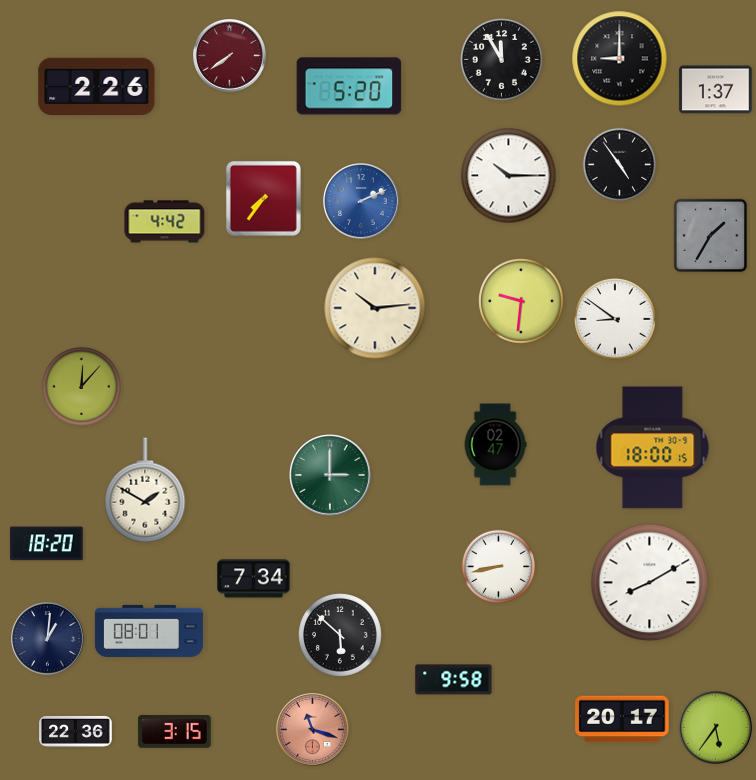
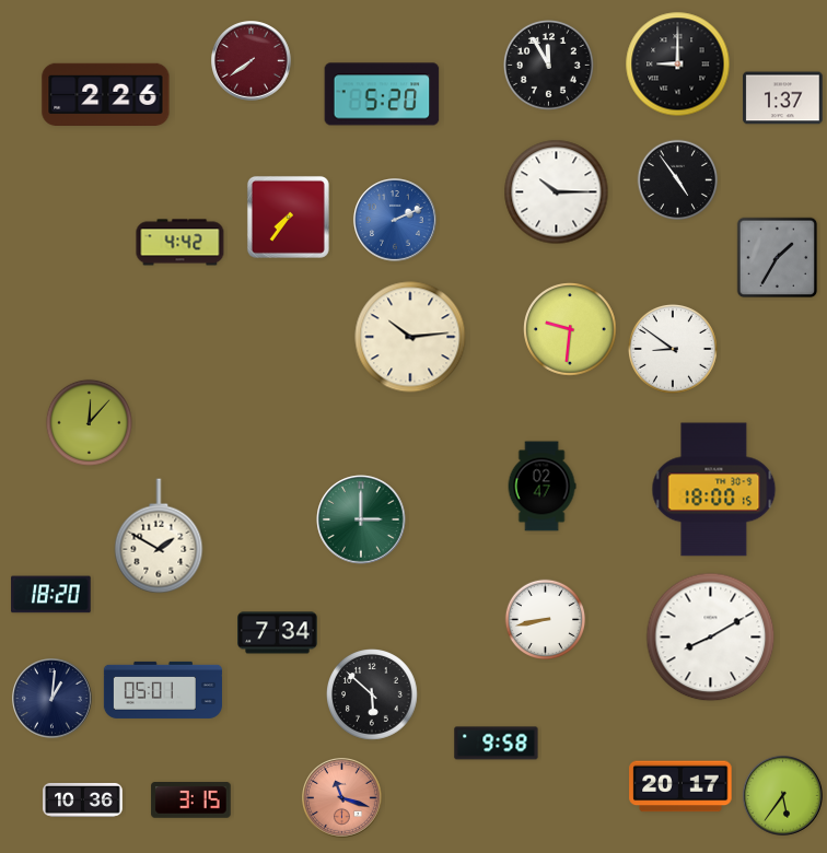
clock at (149, 631): 08:01 -> 05:01
clock at (76, 731): 22:36 -> 10:36
